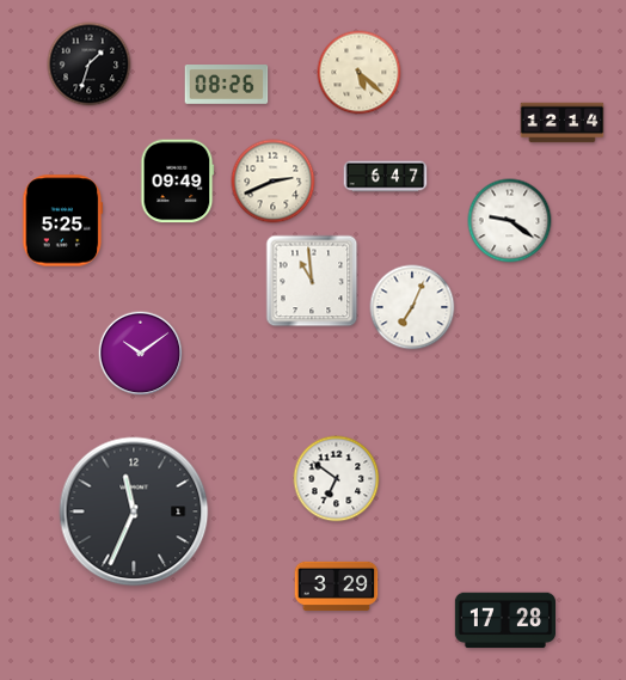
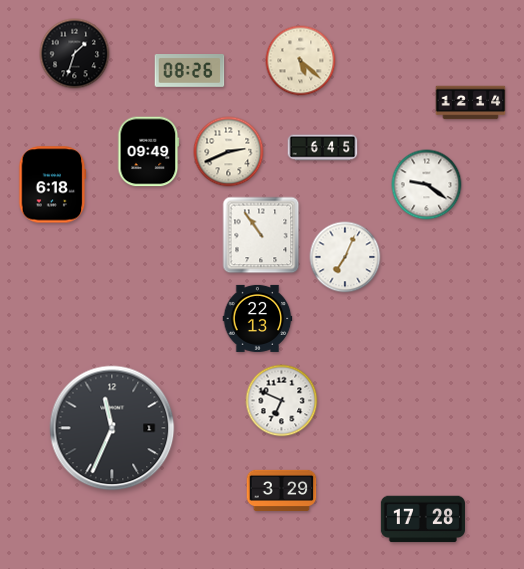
clock at (386, 177): 6:47 -> 6:45
clock at (63, 221): 5:25 -> 6:18
clock at (312, 281): 10:59 -> 10:54
clock at (141, 354): 10:09 -> none
clock at (258, 318): none -> 22:13
clock at (337, 479): 6:51 -> 6:49
